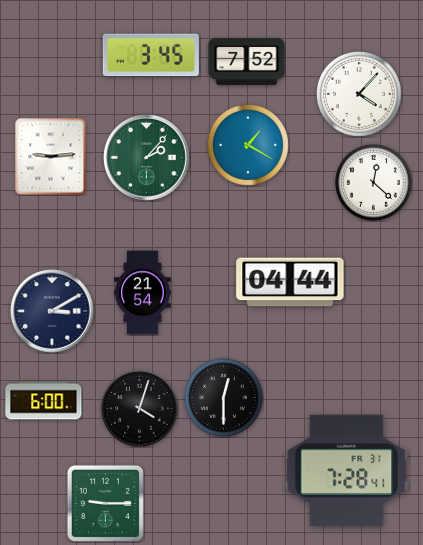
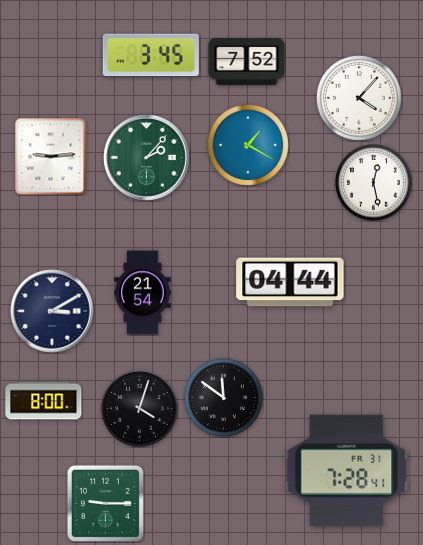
clock at (359, 94) position: (359, 94) -> (359, 98)
clock at (374, 183): 12:22 -> 12:28
clock at (224, 398): 12:30 -> 11:51
clock at (44, 401): 6:00 -> 8:00
